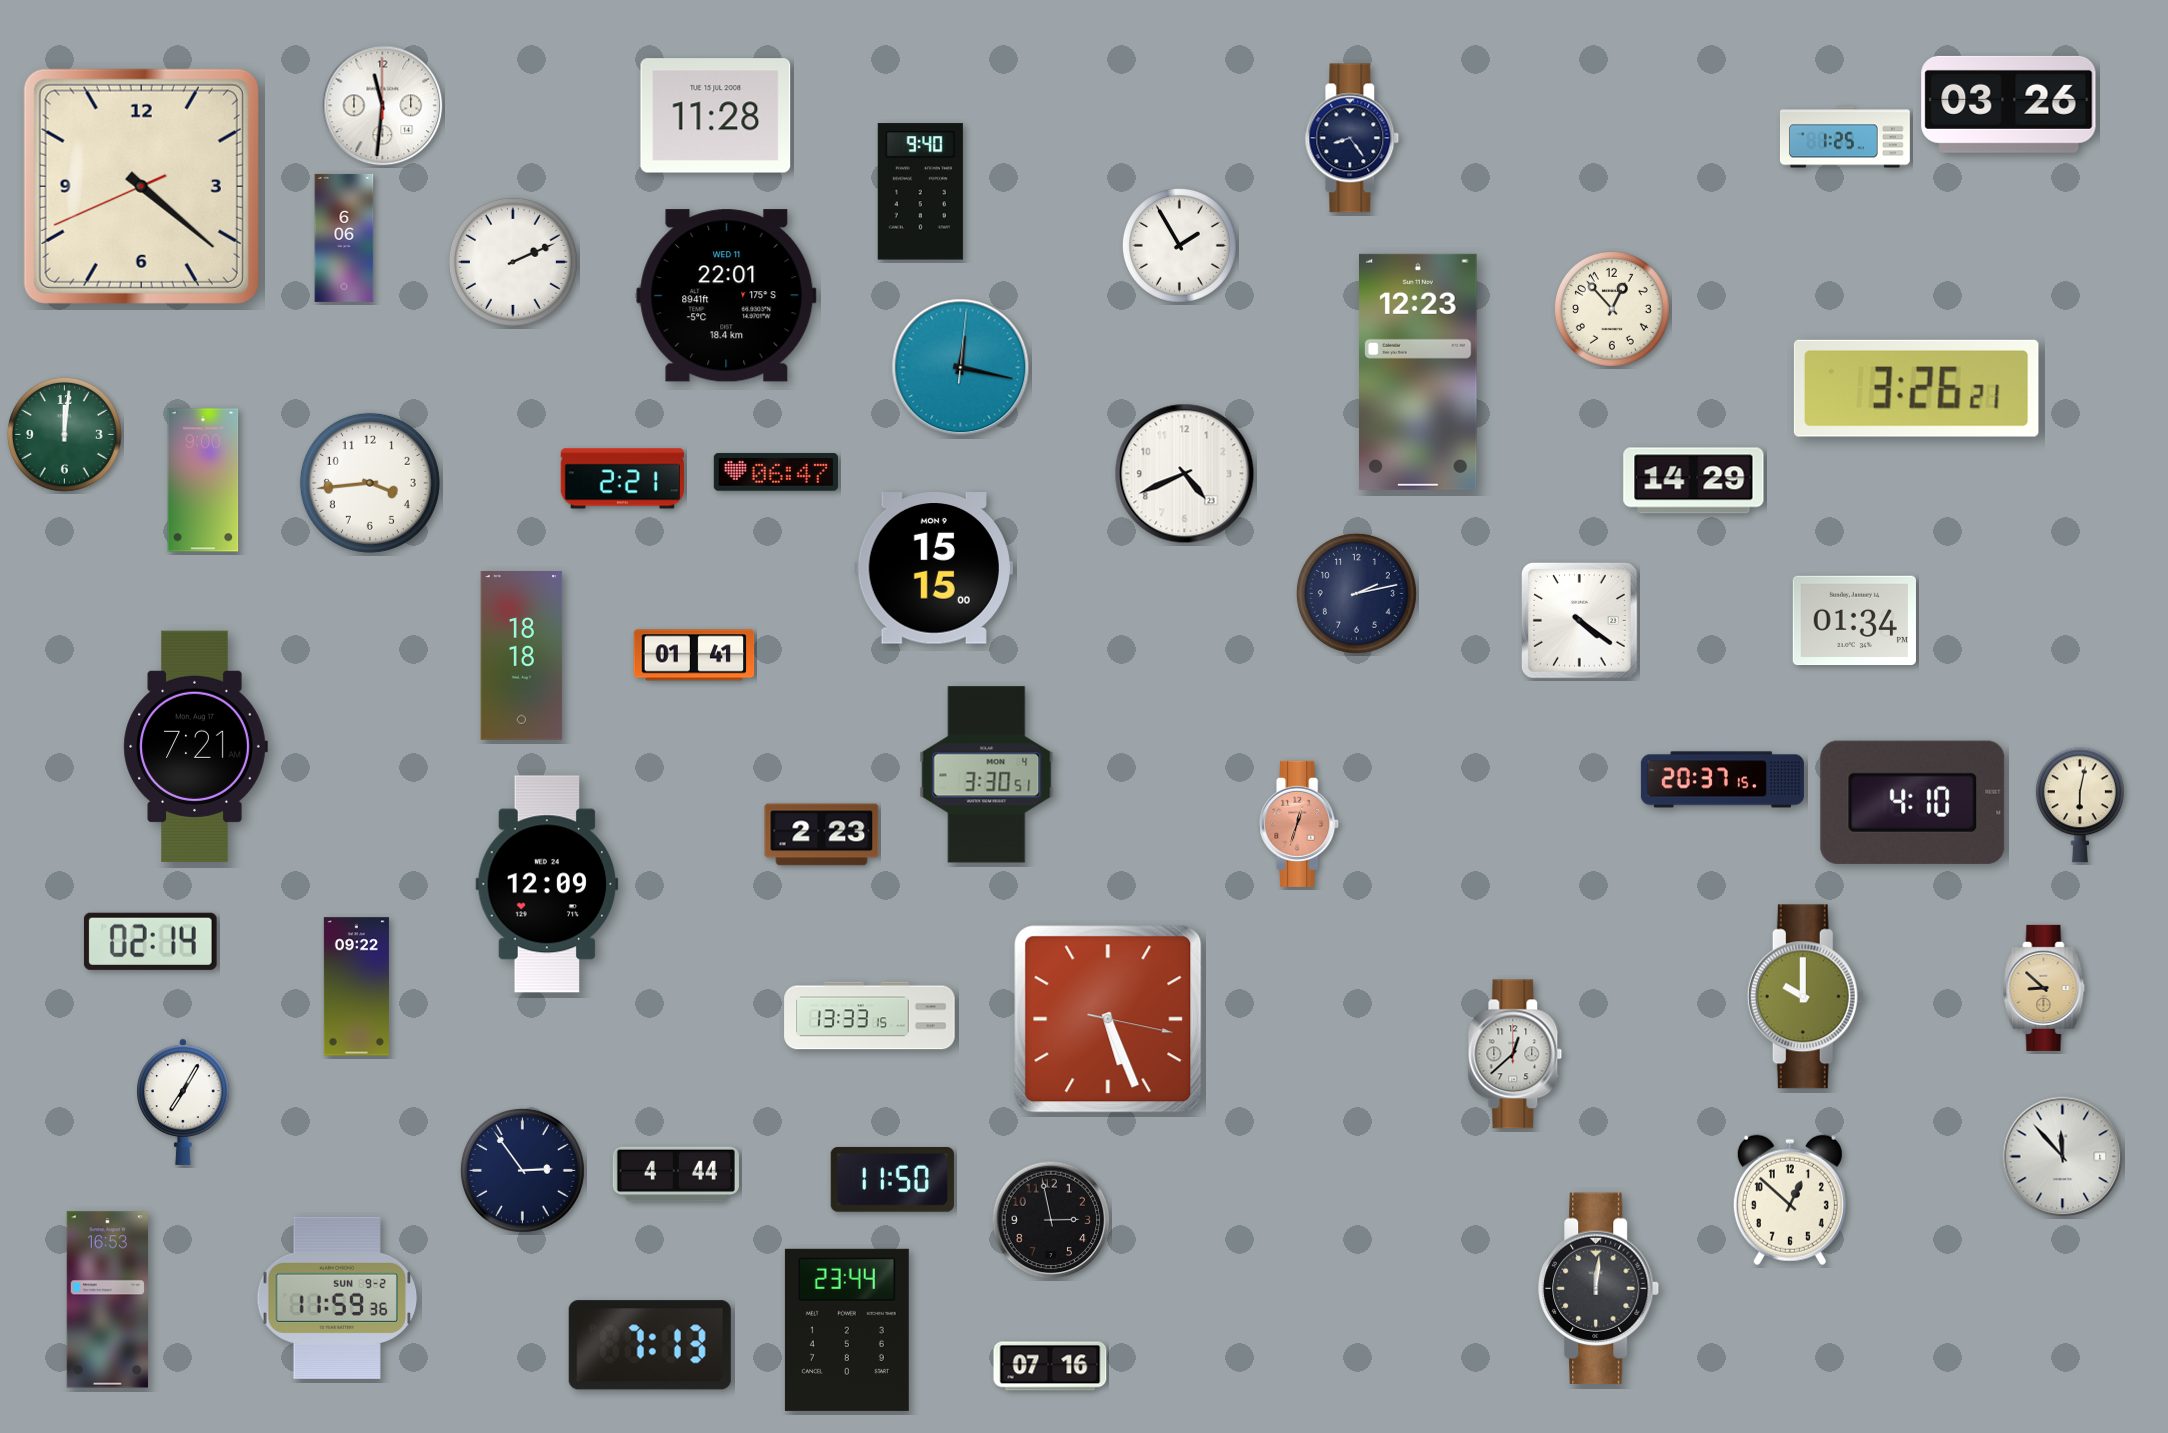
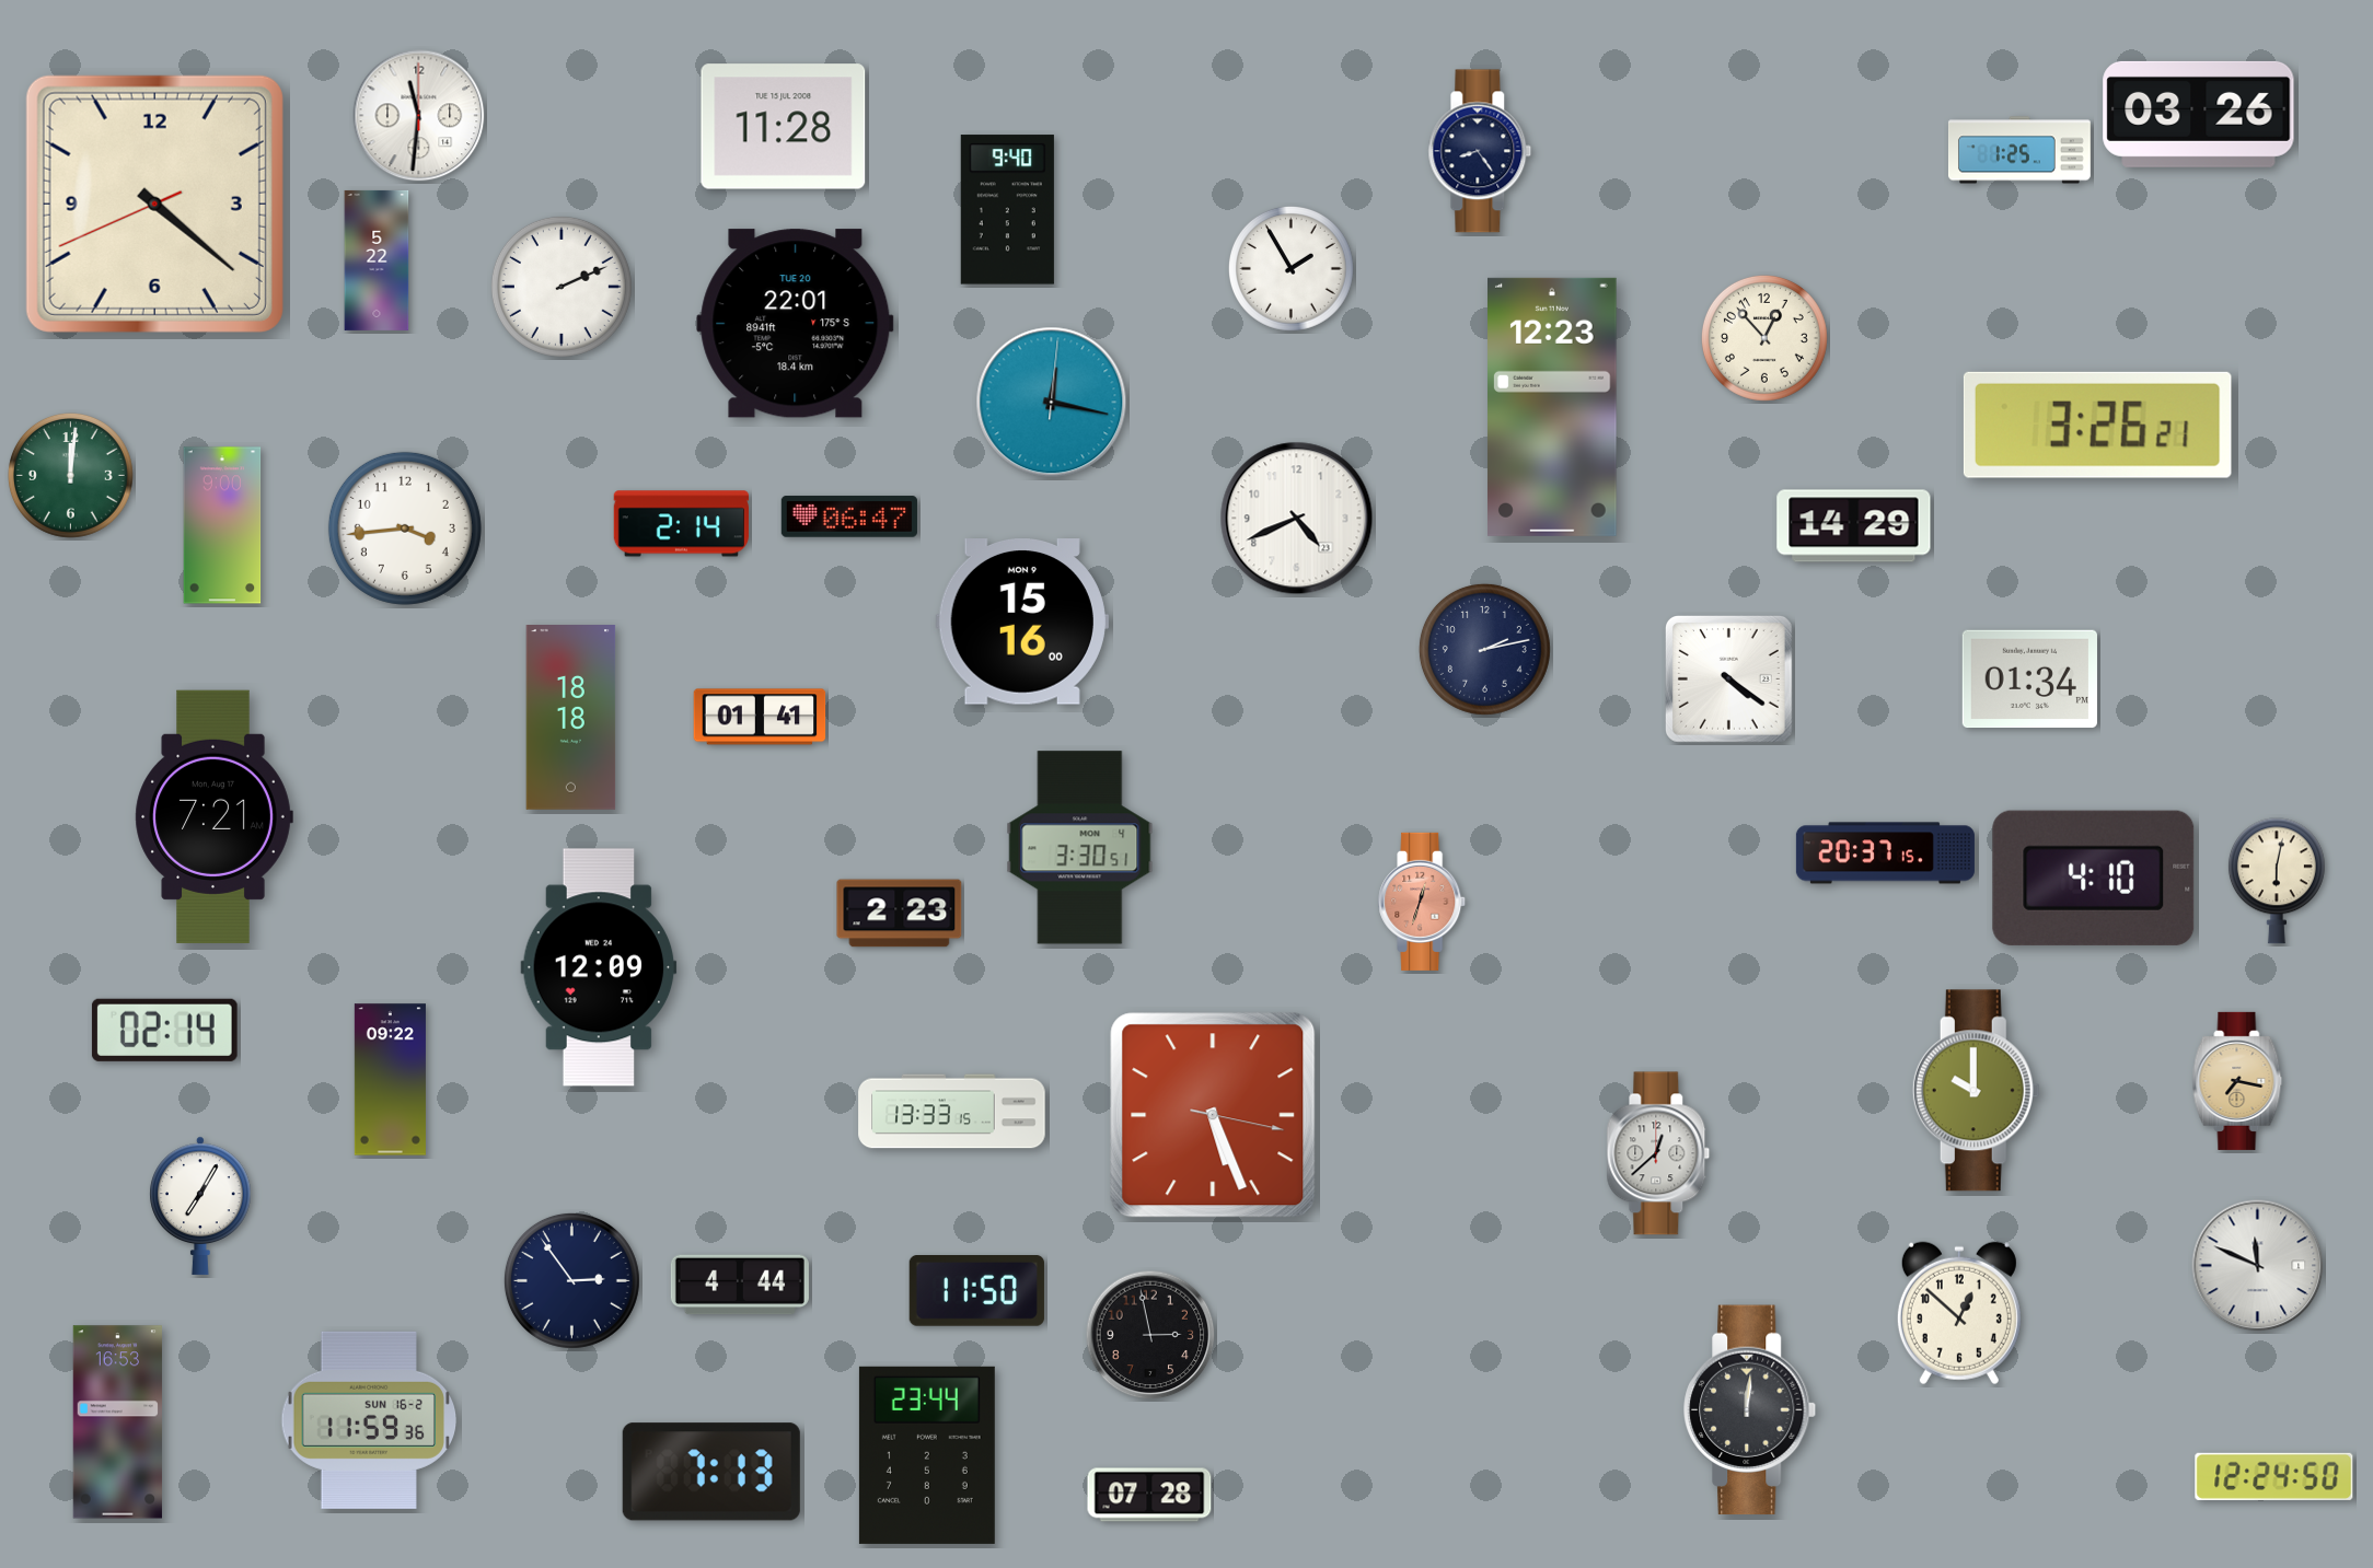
clock at (344, 238): 6:06 -> 5:22
clock at (727, 296) date: WED 11 -> TUE 20
clock at (622, 479): 2:21 -> 2:14
clock at (934, 568): 15:15 -> 15:16
clock at (2044, 988): 8:52 -> 7:17
clock at (2063, 1157): 11:53 -> 11:49
clock at (337, 1298) date: SUN 9-2 -> SUN 16-2
clock at (2274, 1476): none -> 12:24
clock at (1050, 1366): 07:16 -> 07:28
